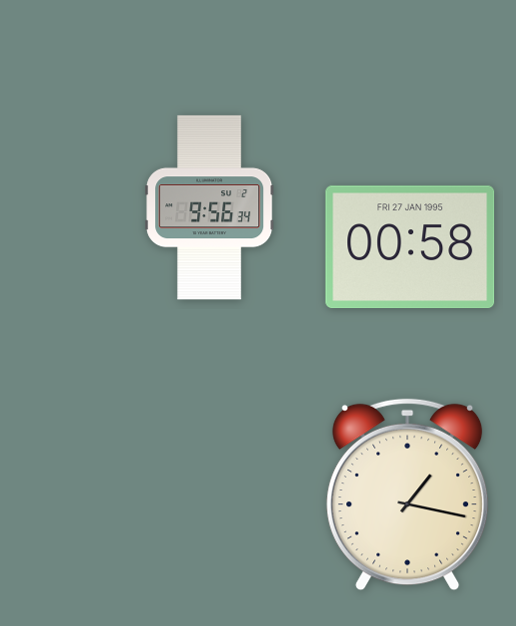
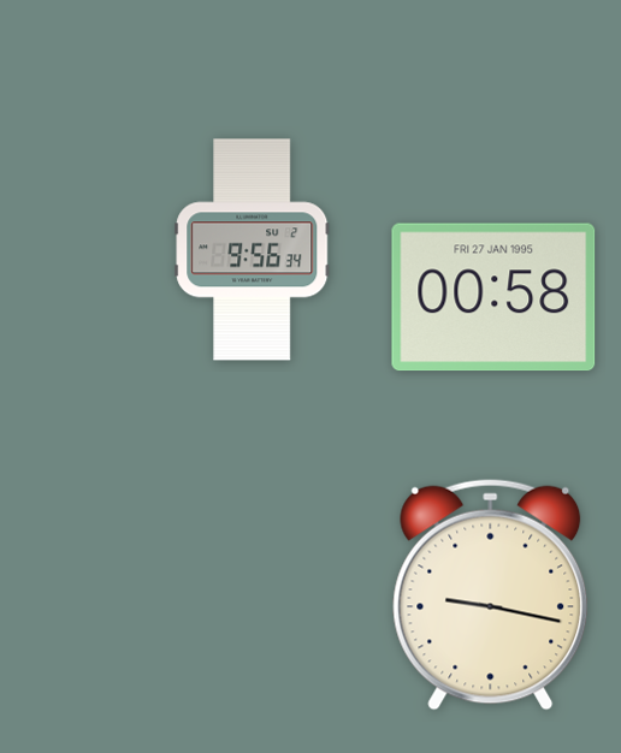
clock at (408, 494): 1:17 -> 9:17
